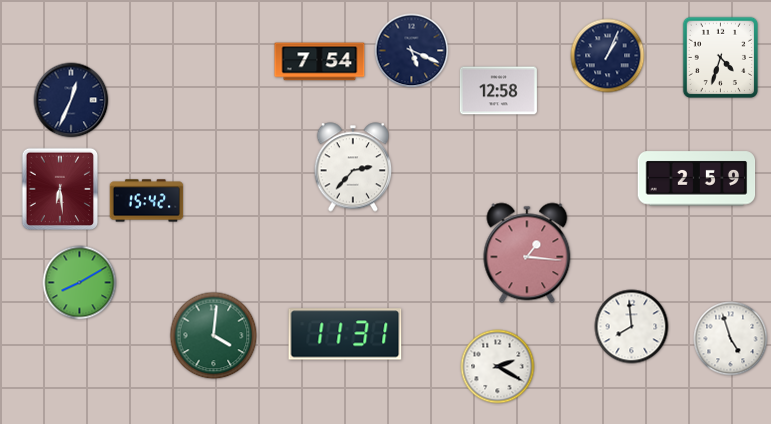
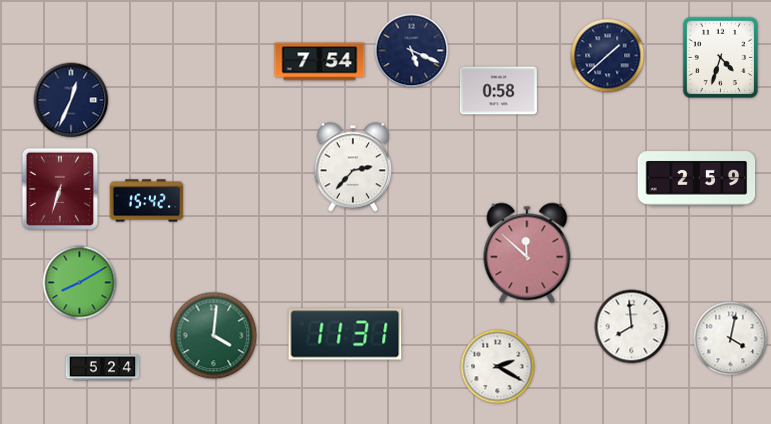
clock at (608, 56): 1:04 -> 1:38
clock at (498, 91): 12:58 -> 0:58
clock at (60, 189): 6:29 -> 6:33
clock at (527, 253): 1:16 -> 11:52
clock at (731, 339): 4:57 -> 4:02
clock at (103, 368): none -> 5:24
